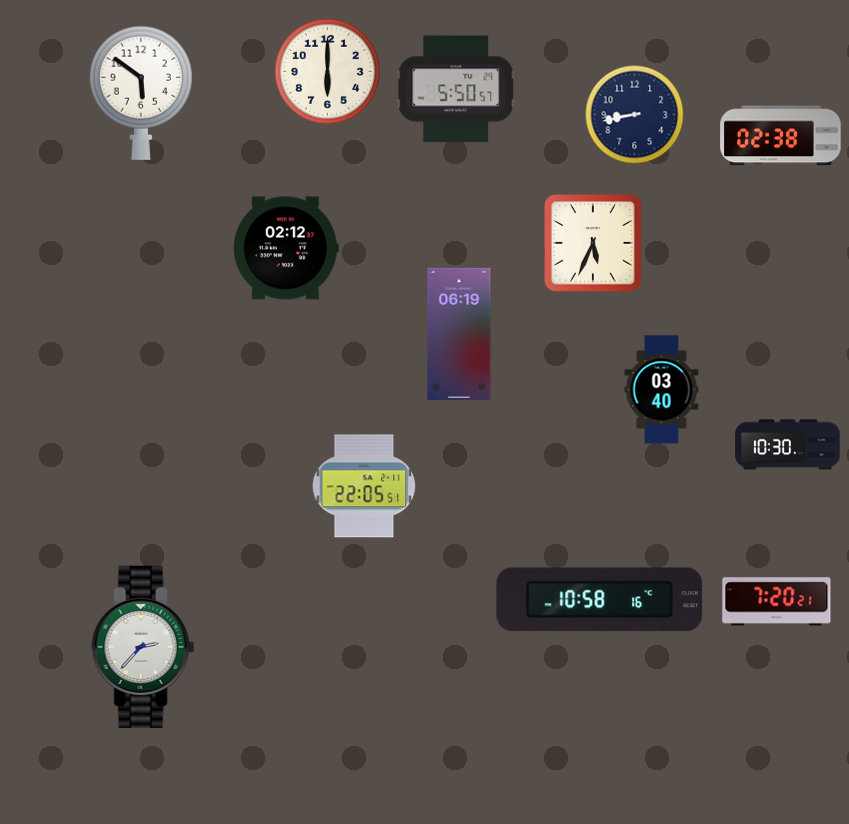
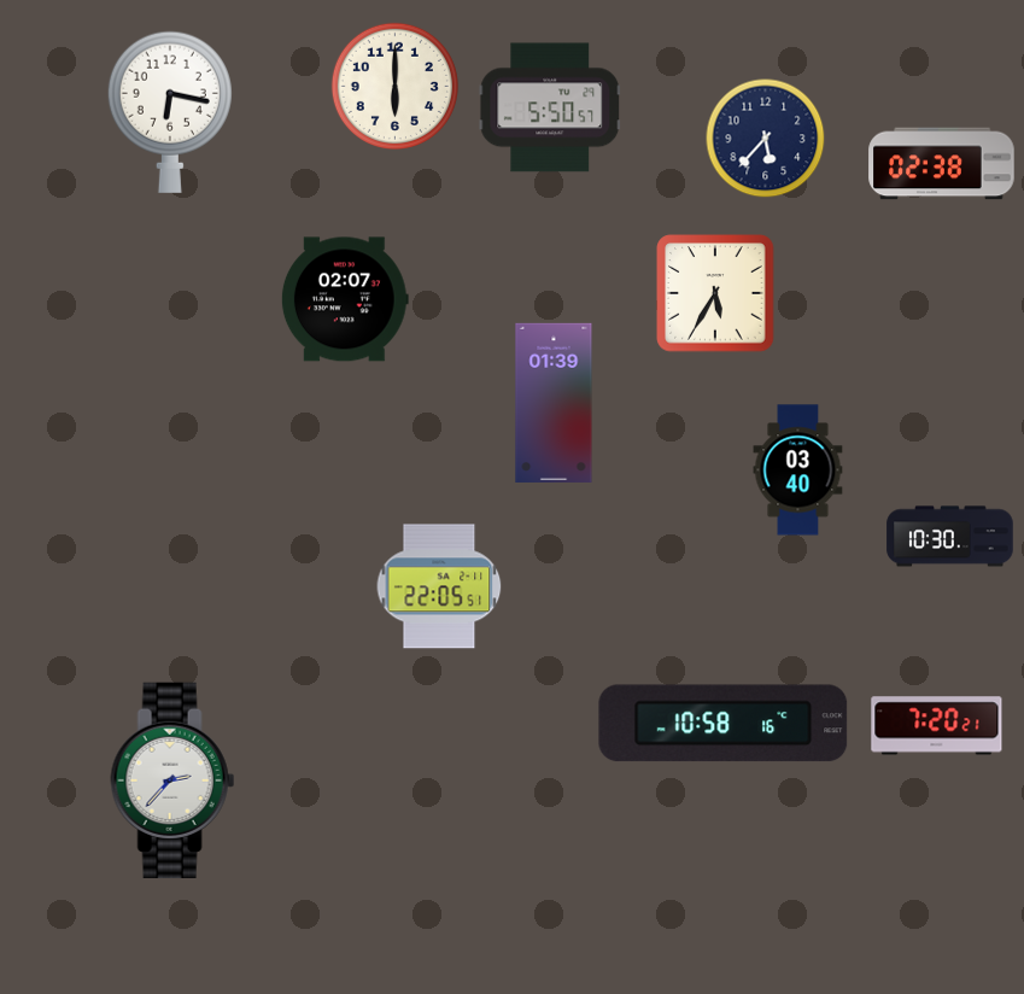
clock at (141, 93): 5:51 -> 6:17
clock at (635, 115): 8:43 -> 5:37
clock at (593, 243): 5:34 -> 5:35
clock at (286, 248): 02:12 -> 02:07
clock at (459, 334): 06:19 -> 01:39
